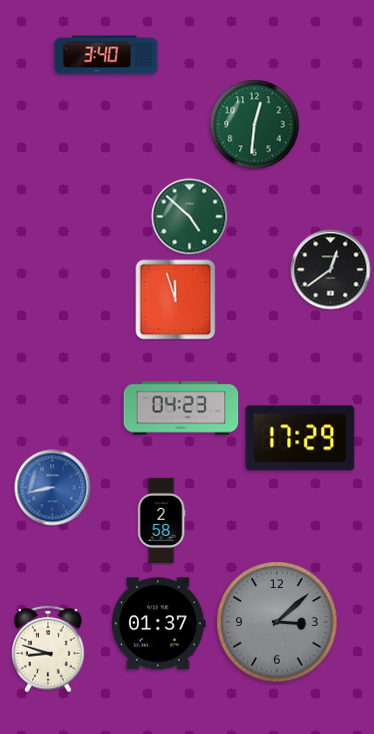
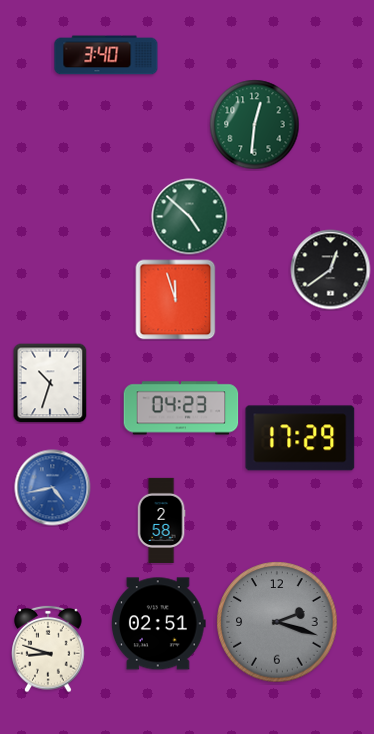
clock at (50, 383): none -> 10:33
clock at (53, 488): 8:43 -> 4:43
clock at (277, 622): 3:08 -> 2:18
clock at (158, 624): 01:37 -> 02:51
